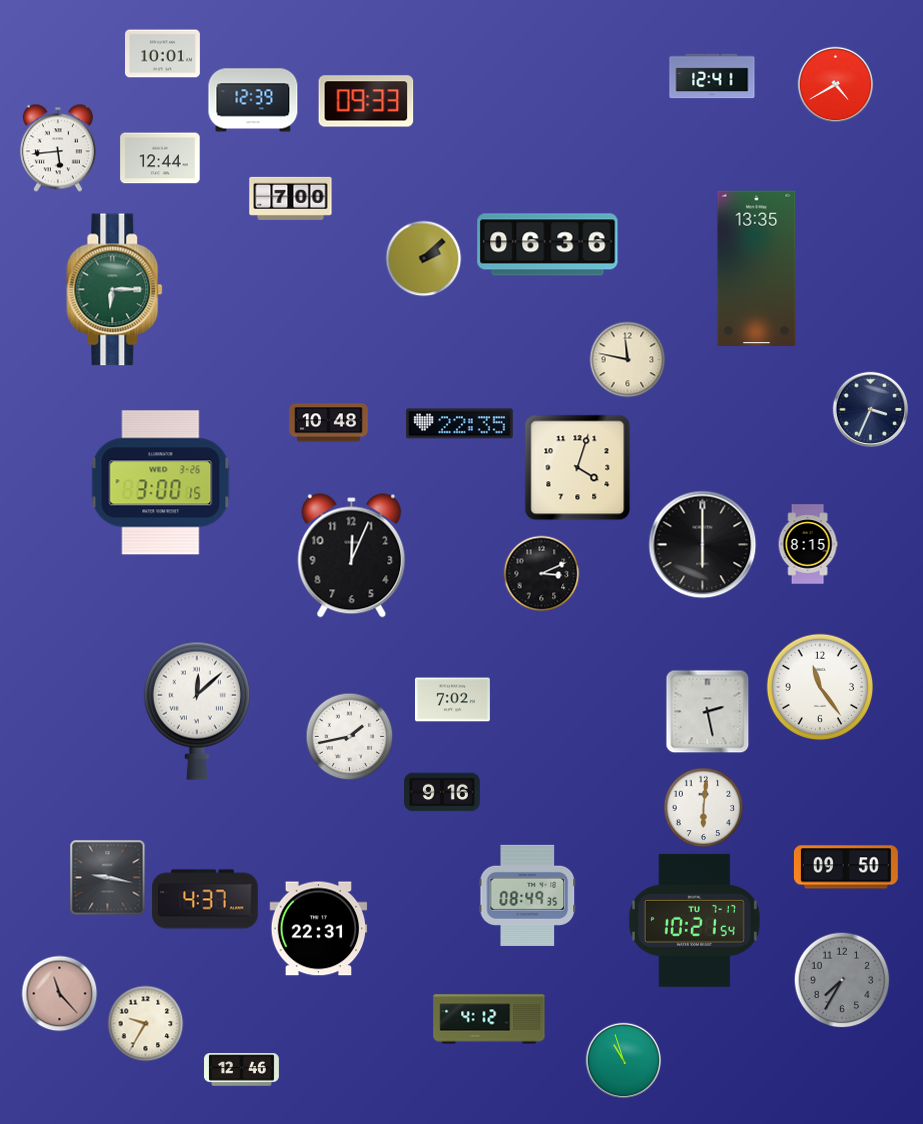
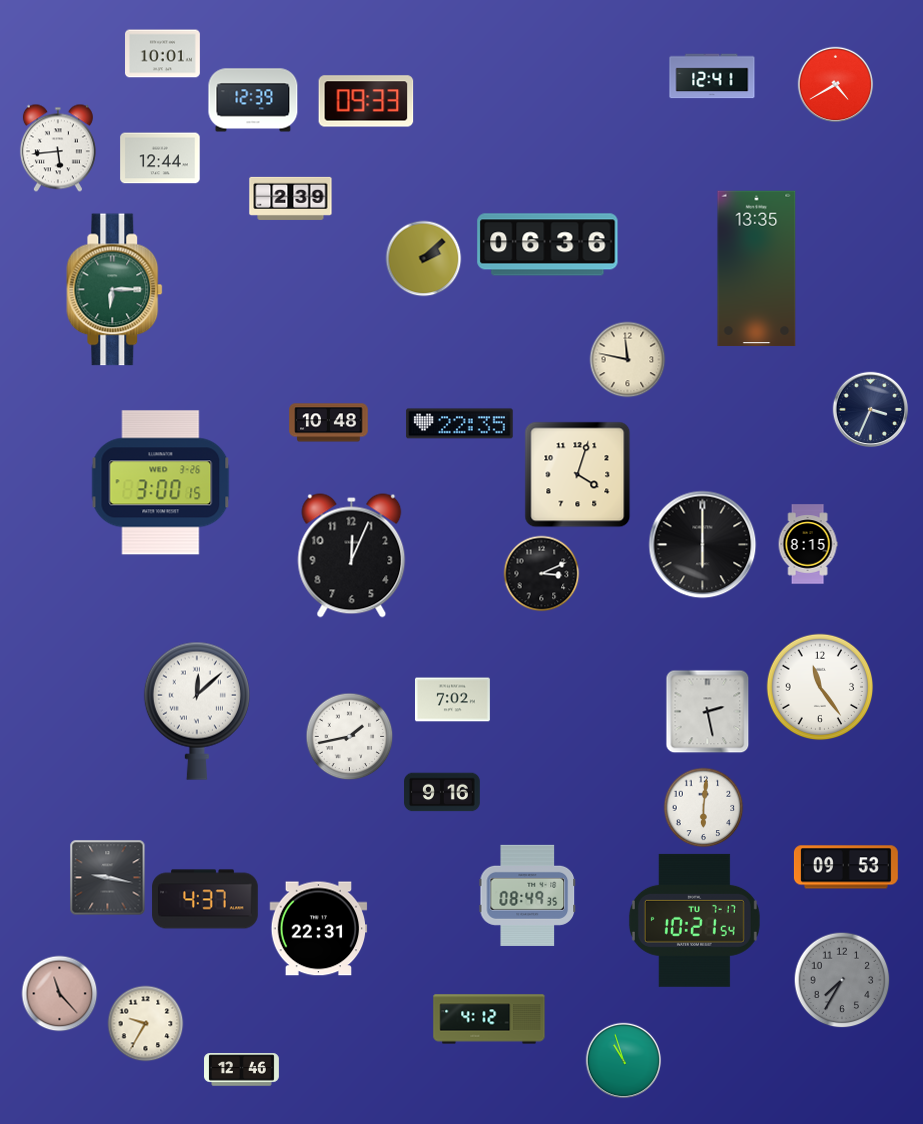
clock at (291, 198): 7:00 -> 2:39
clock at (578, 468) position: (578, 468) -> (578, 475)
clock at (846, 867): 09:50 -> 09:53
